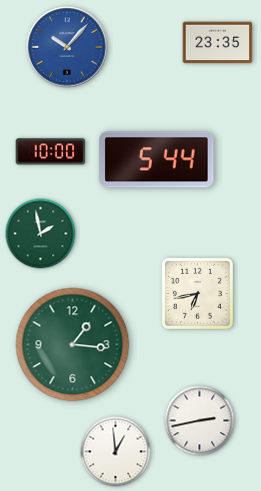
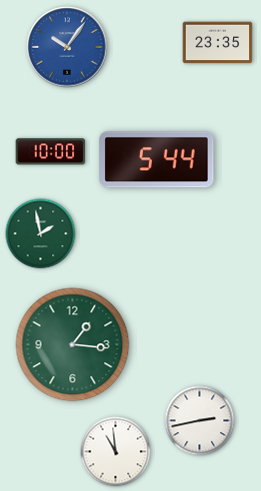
clock at (67, 47): 10:07 -> 10:06
clock at (197, 293): 6:43 -> none
clock at (116, 452): 12:59 -> 10:59
